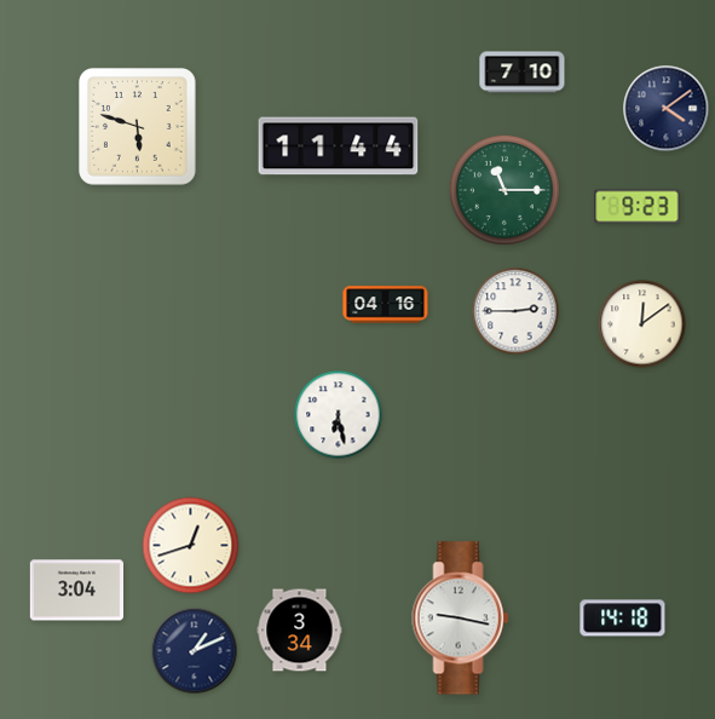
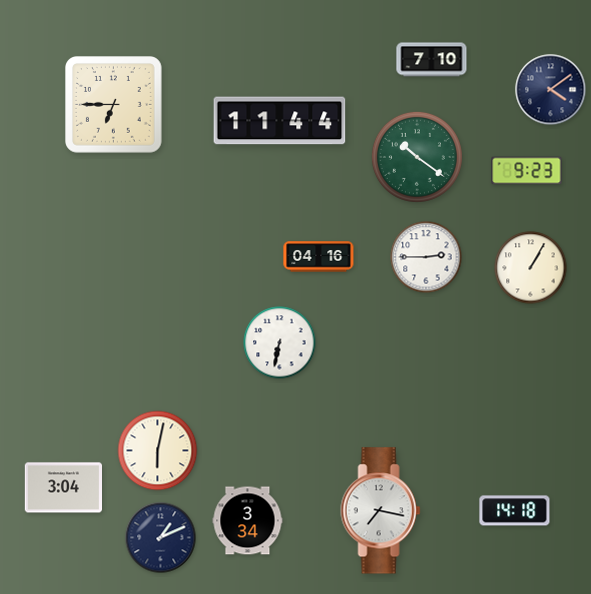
clock at (138, 127): 5:48 -> 6:45
clock at (504, 190): 11:15 -> 10:21
clock at (386, 305) position: (386, 305) -> (319, 257)
clock at (642, 324): 12:09 -> 1:05
clock at (339, 415): 6:28 -> 6:32
clock at (191, 546): 12:42 -> 6:02
clock at (461, 619): 9:17 -> 7:17
